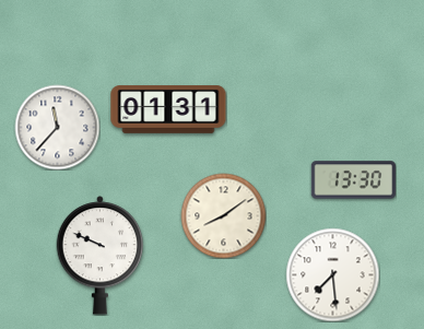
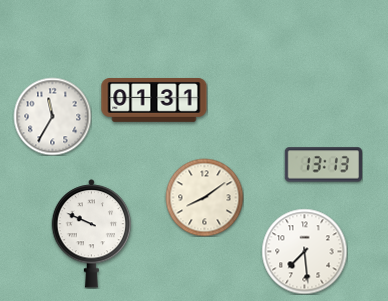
clock at (57, 127): 11:37 -> 11:35
clock at (353, 180): 13:30 -> 13:13
